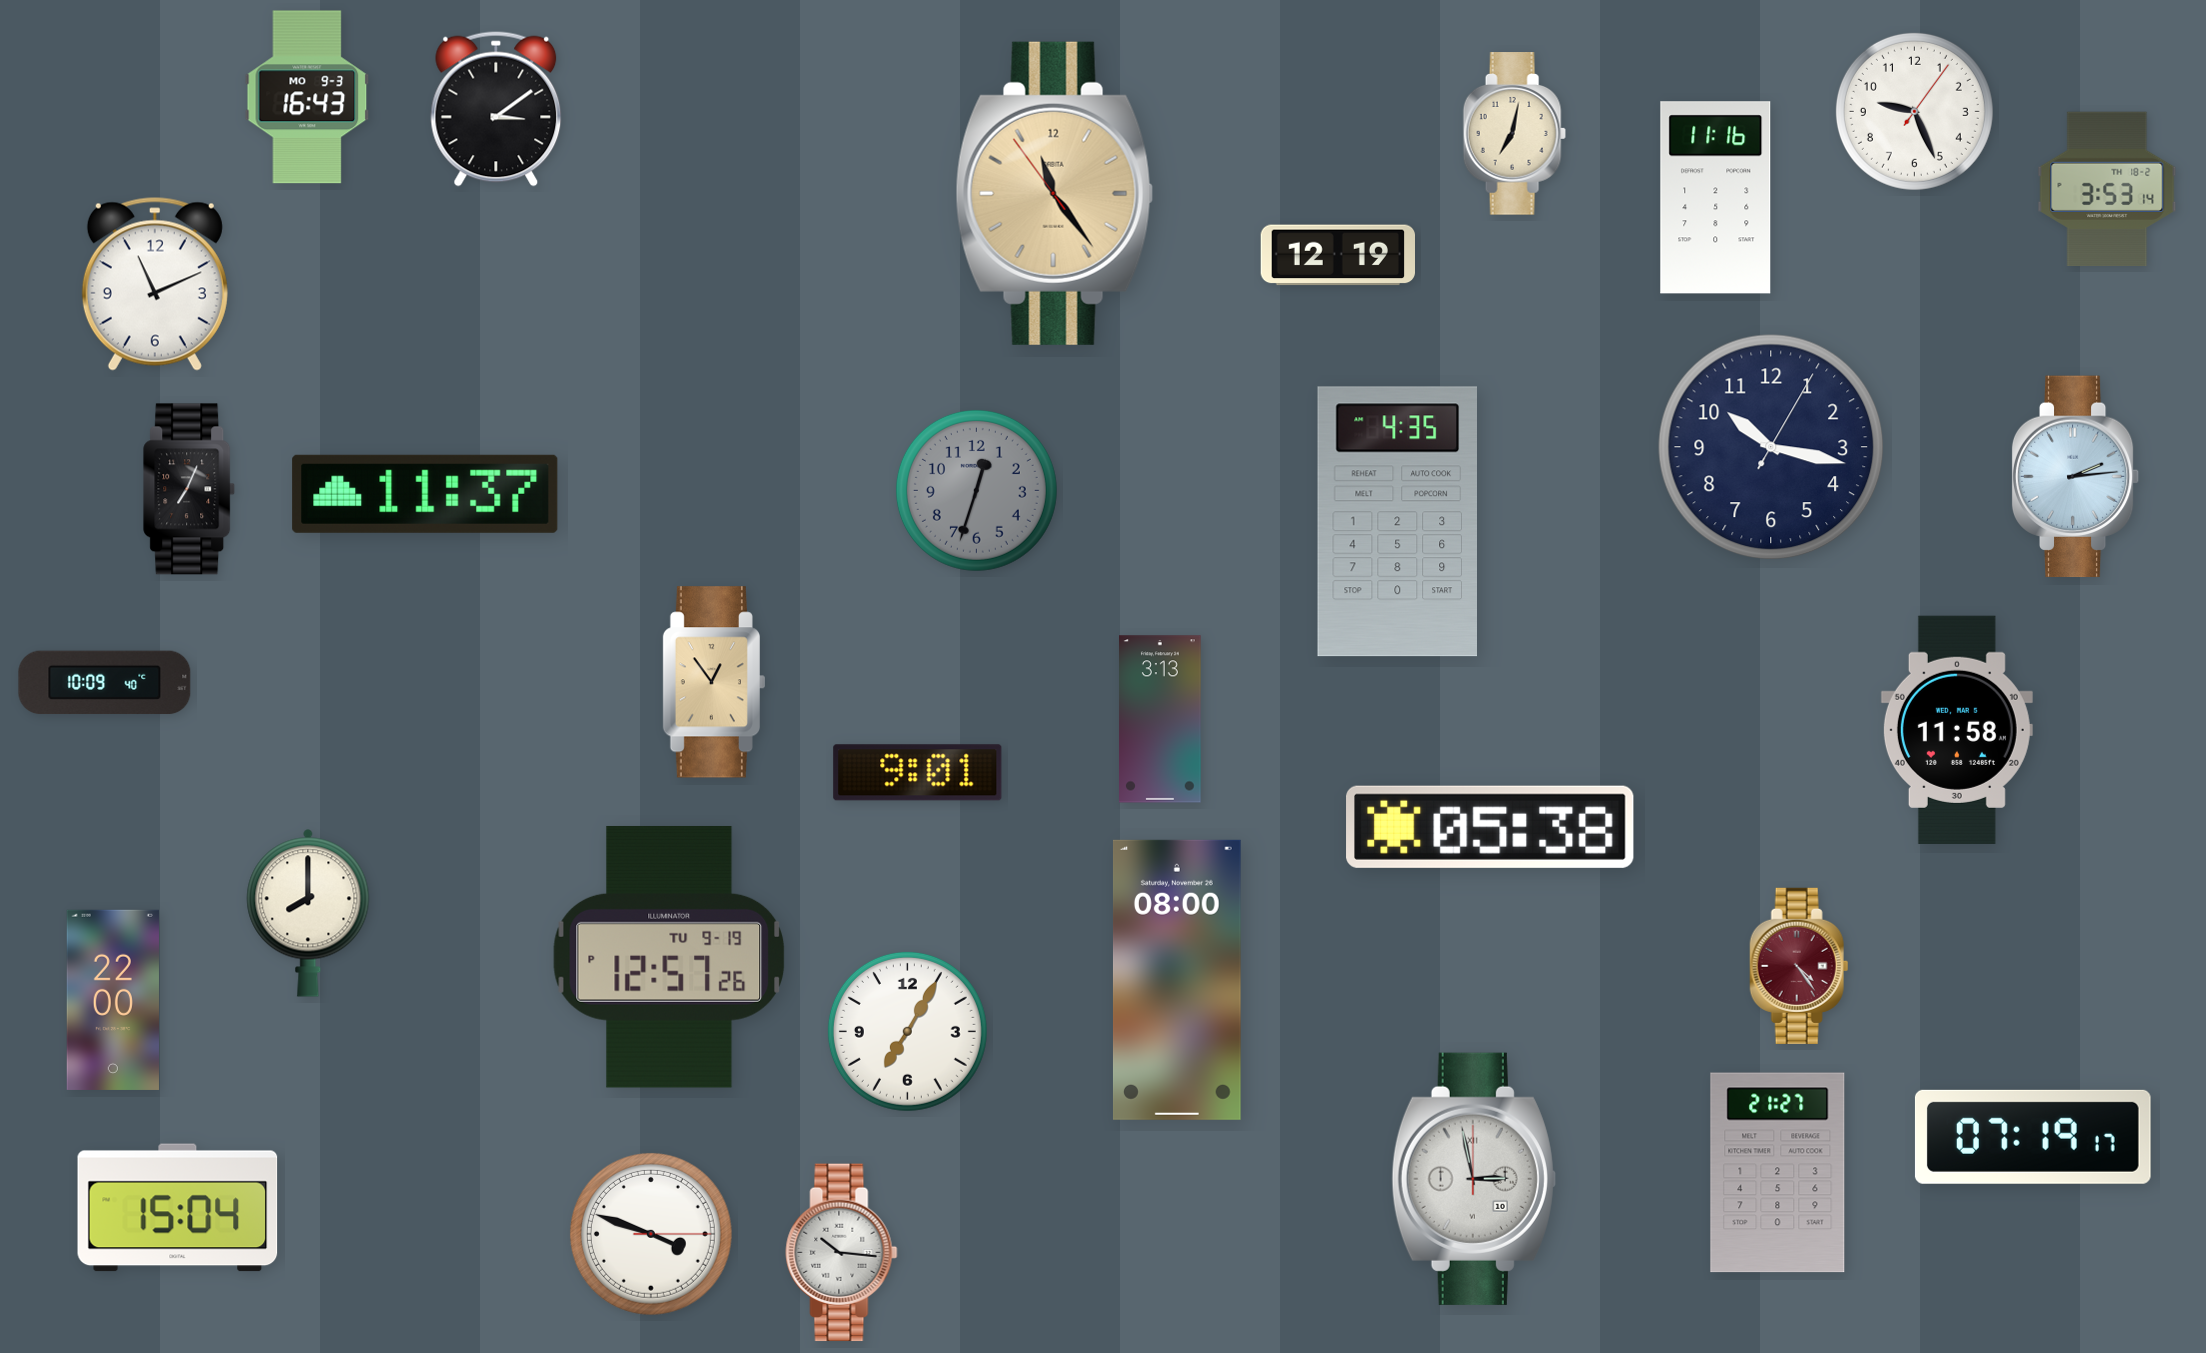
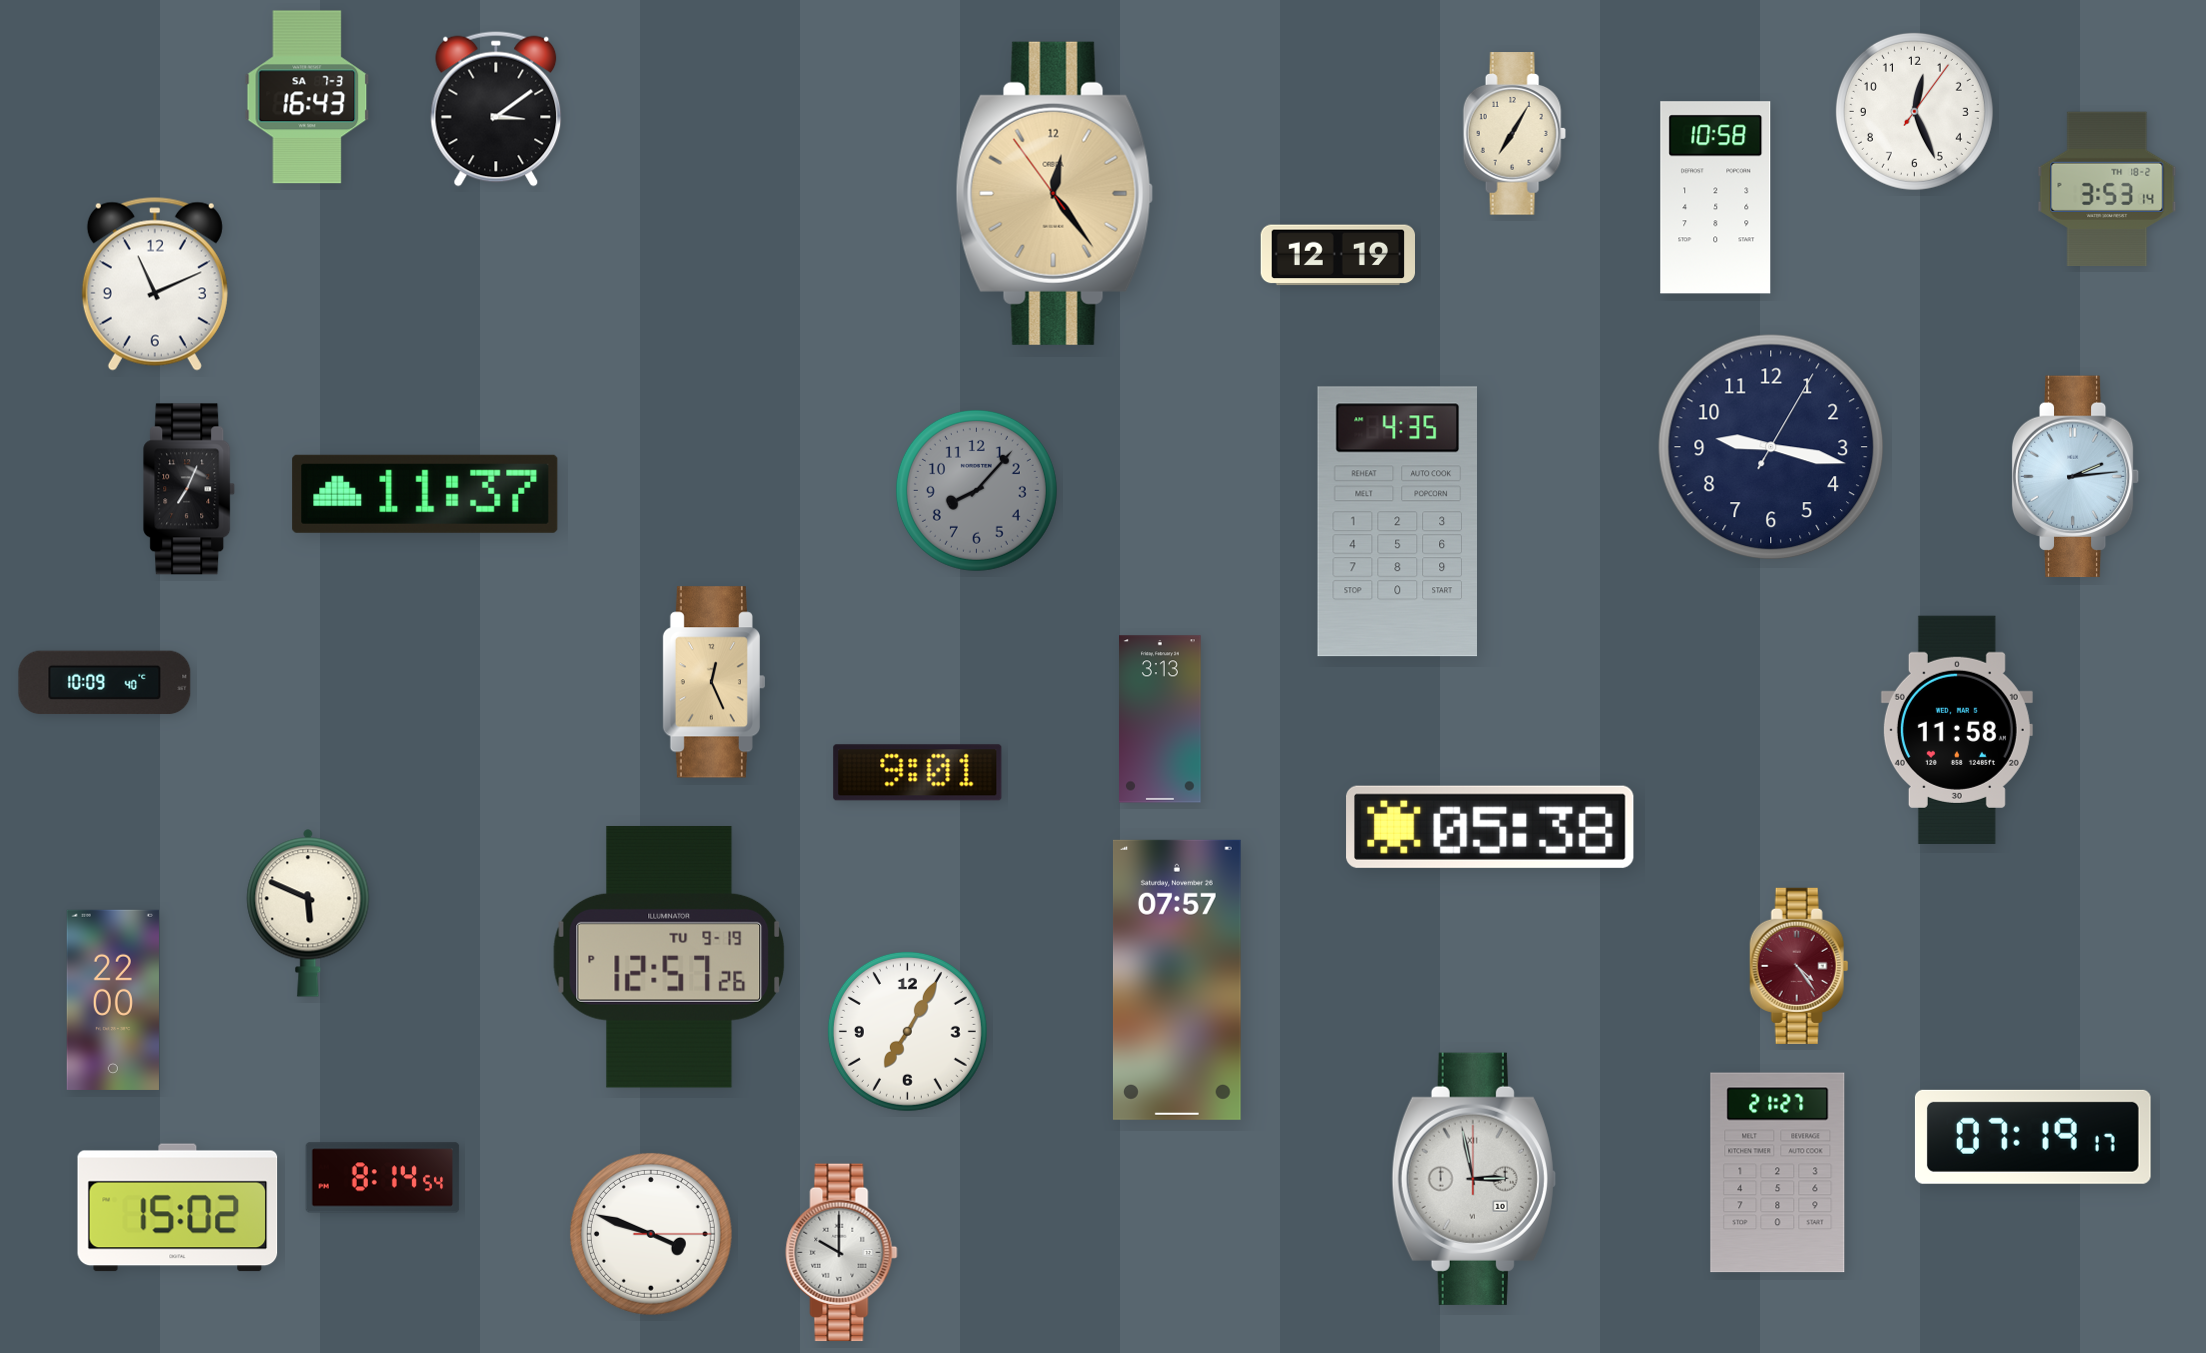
clock at (307, 97) date: MO 9-3 -> SA 7-3
clock at (1914, 111): 9:26 -> 12:26
clock at (1514, 134): 7:02 -> 7:05
clock at (1054, 193): 11:23 -> 12:23
clock at (1716, 198): 11:16 -> 10:58
clock at (1771, 447): 10:17 -> 9:17
clock at (976, 490): 12:33 -> 8:07
clock at (714, 682): 12:54 -> 12:26
clock at (308, 913): 8:00 -> 5:49
clock at (1177, 980): 08:00 -> 07:57
clock at (383, 1178): none -> 8:14
clock at (178, 1208): 15:04 -> 15:02
clock at (842, 1253): 10:16 -> 10:00
